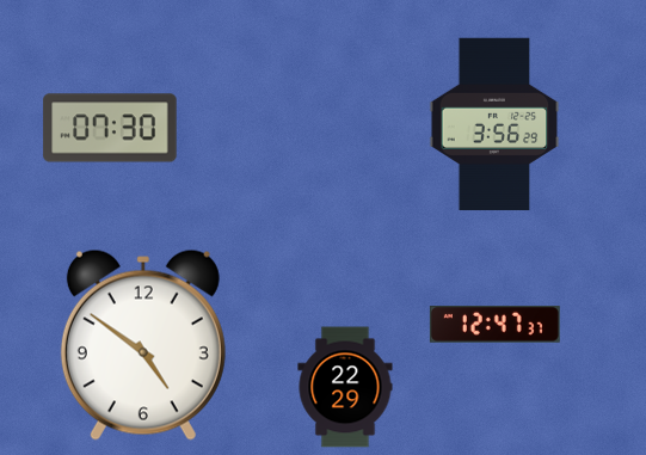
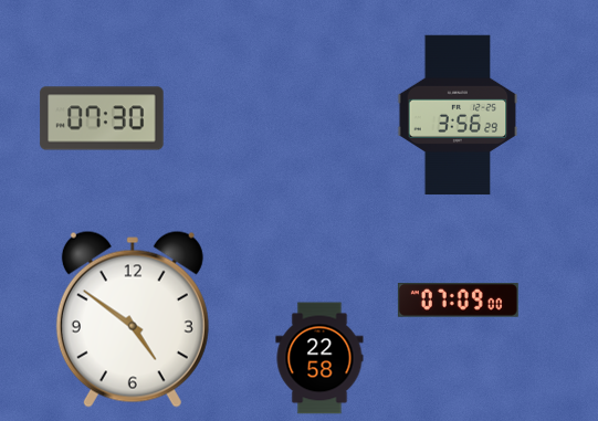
clock at (494, 325): 12:47 -> 07:09
clock at (345, 387): 22:29 -> 22:58
